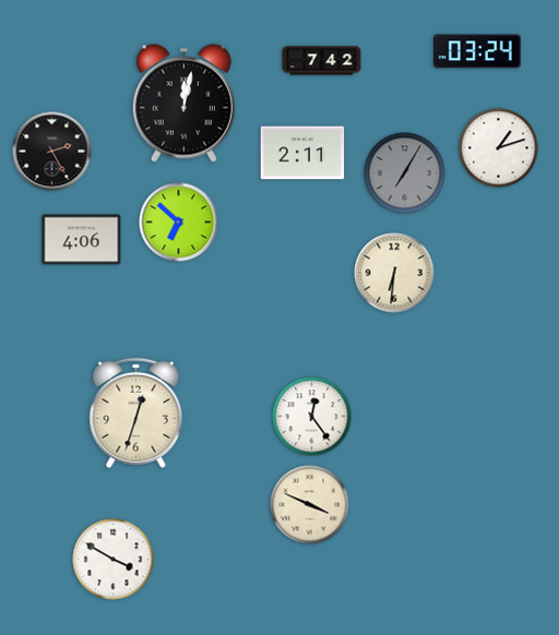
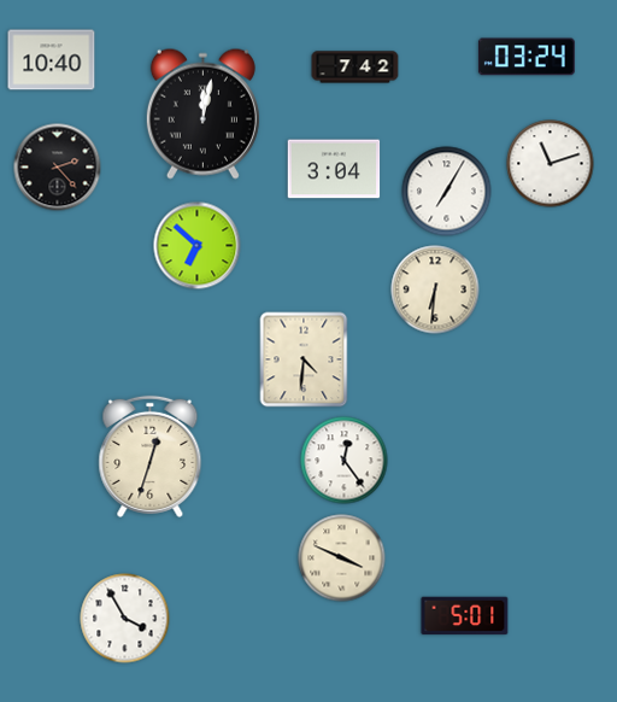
clock at (52, 60): none -> 10:40
clock at (499, 148): 1:12 -> 11:12
clock at (52, 152): 2:25 -> 2:23
clock at (302, 153): 2:11 -> 3:04
clock at (405, 173) dial: grey -> white
clock at (82, 240): 4:06 -> none
clock at (394, 273) position: (394, 273) -> (435, 289)
clock at (304, 359): none -> 4:31
clock at (465, 616): none -> 5:01
clock at (114, 560): 3:50 -> 3:55
